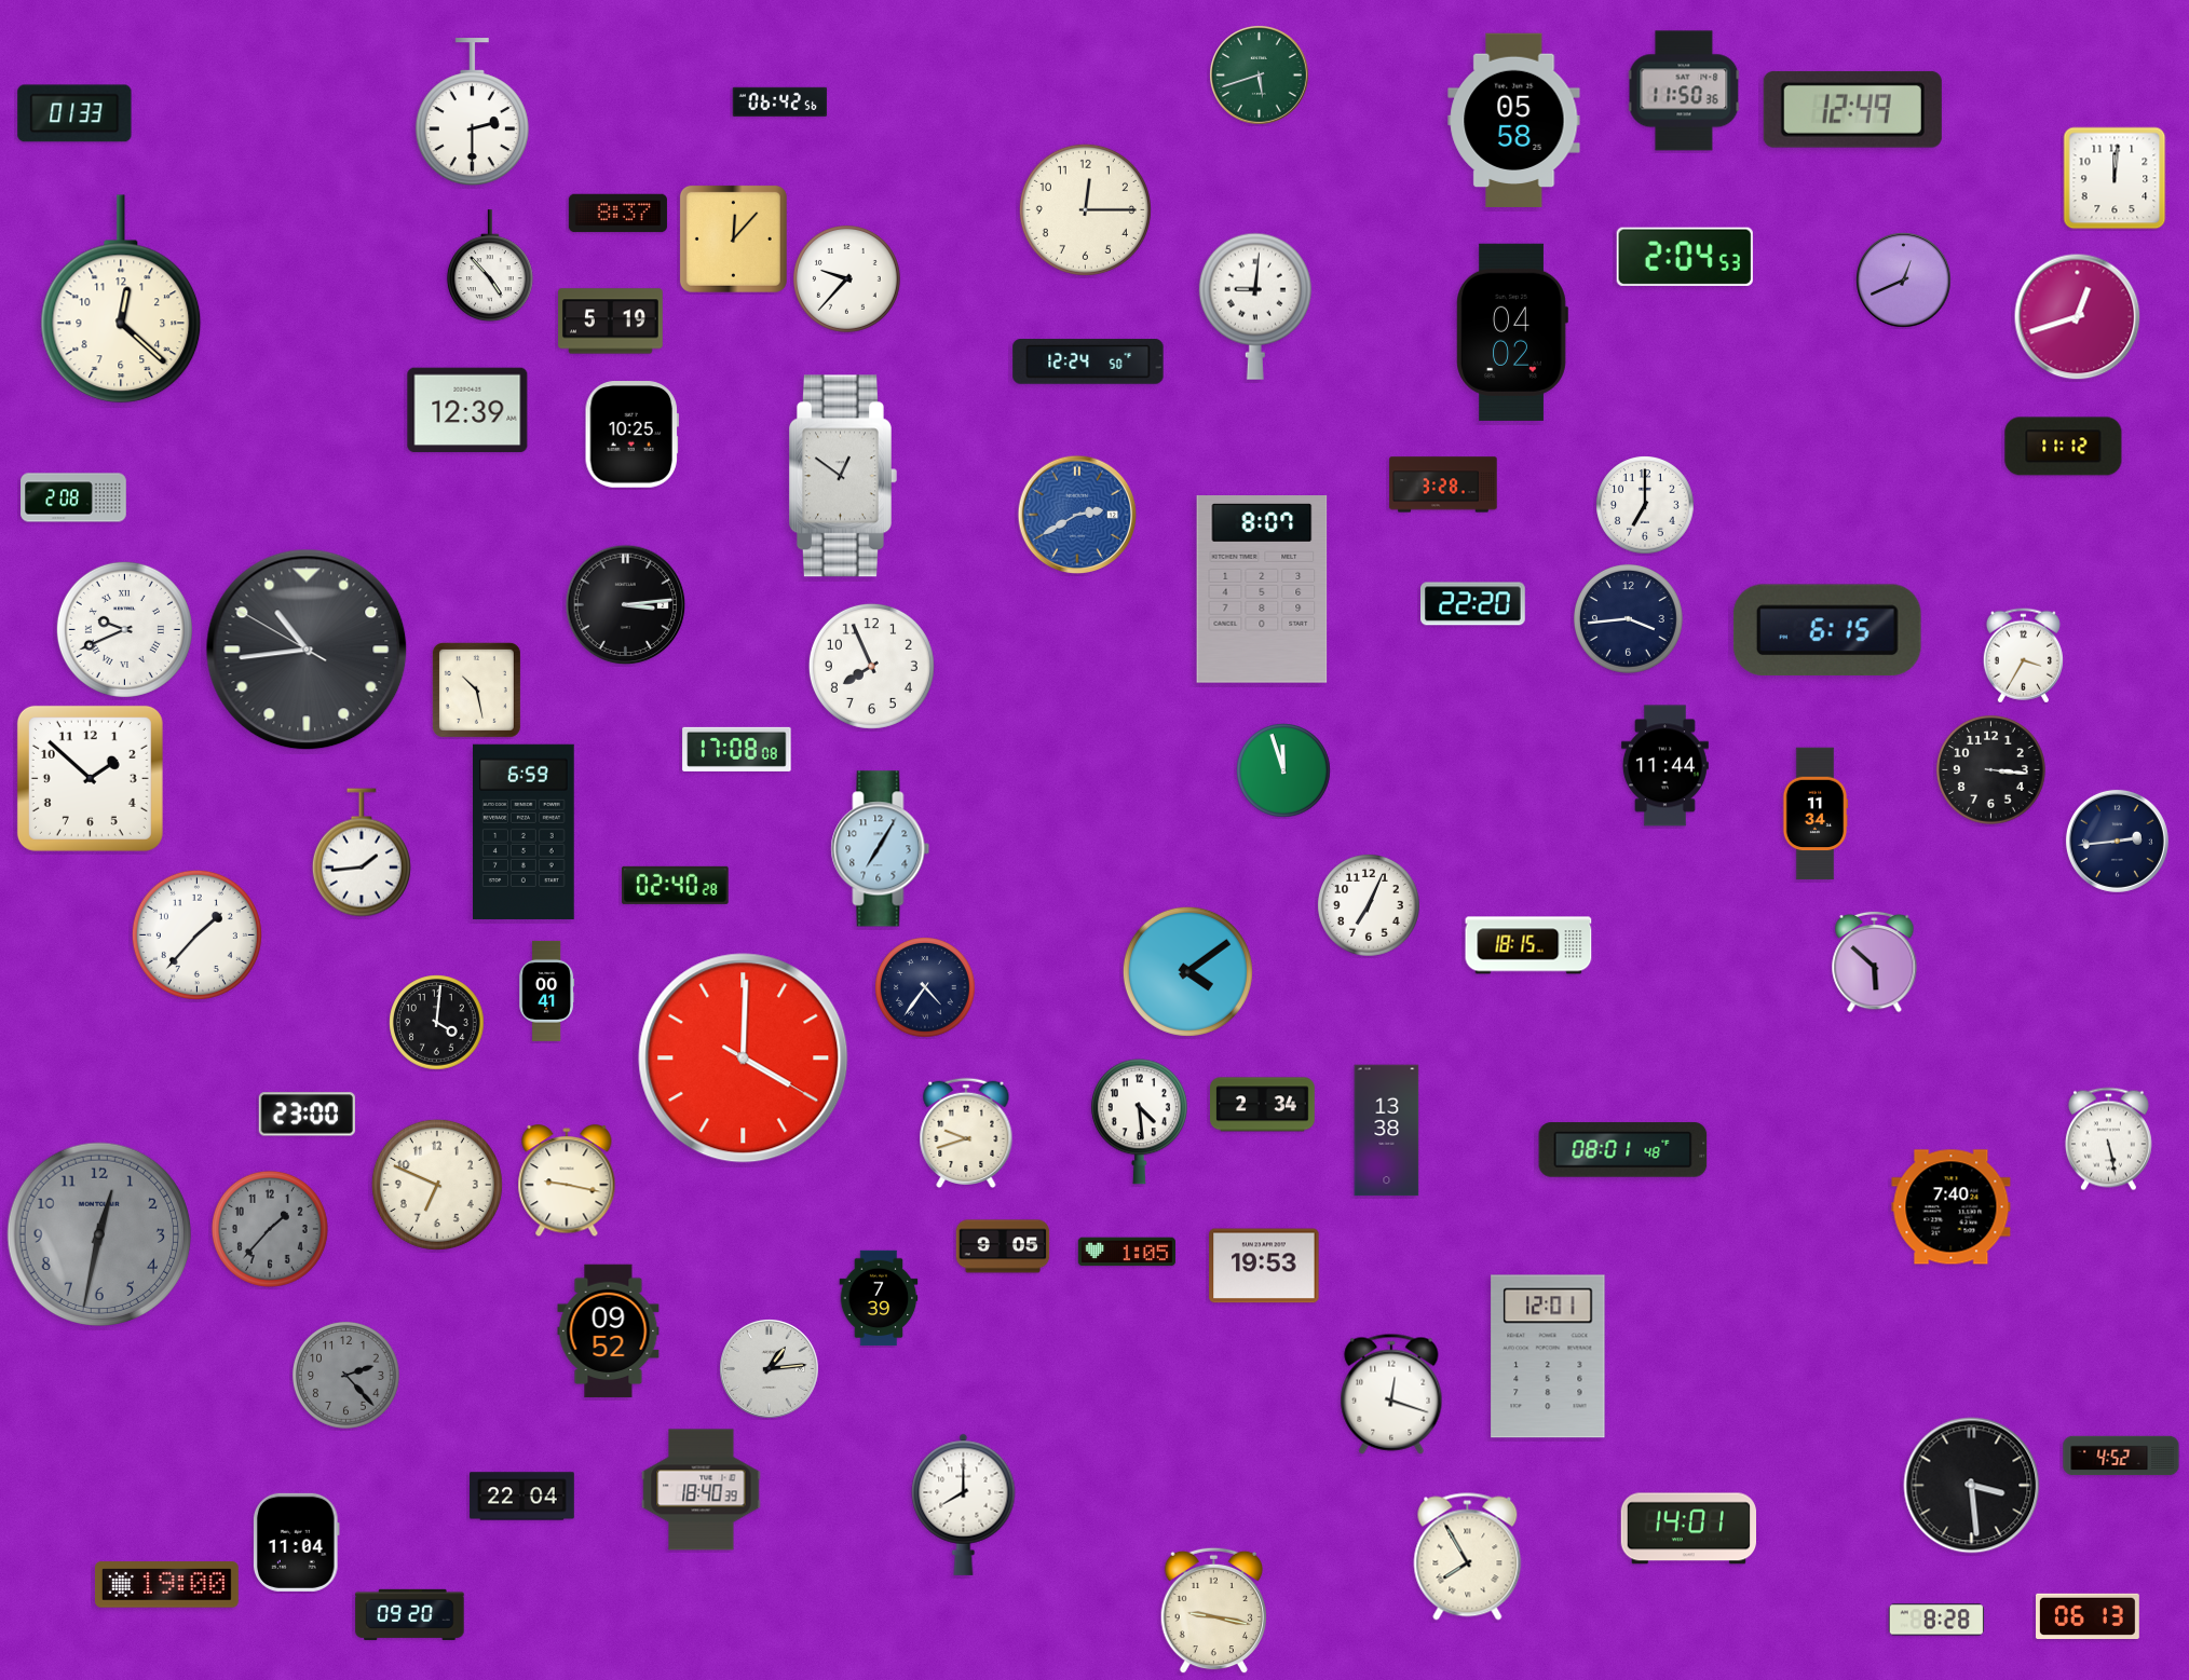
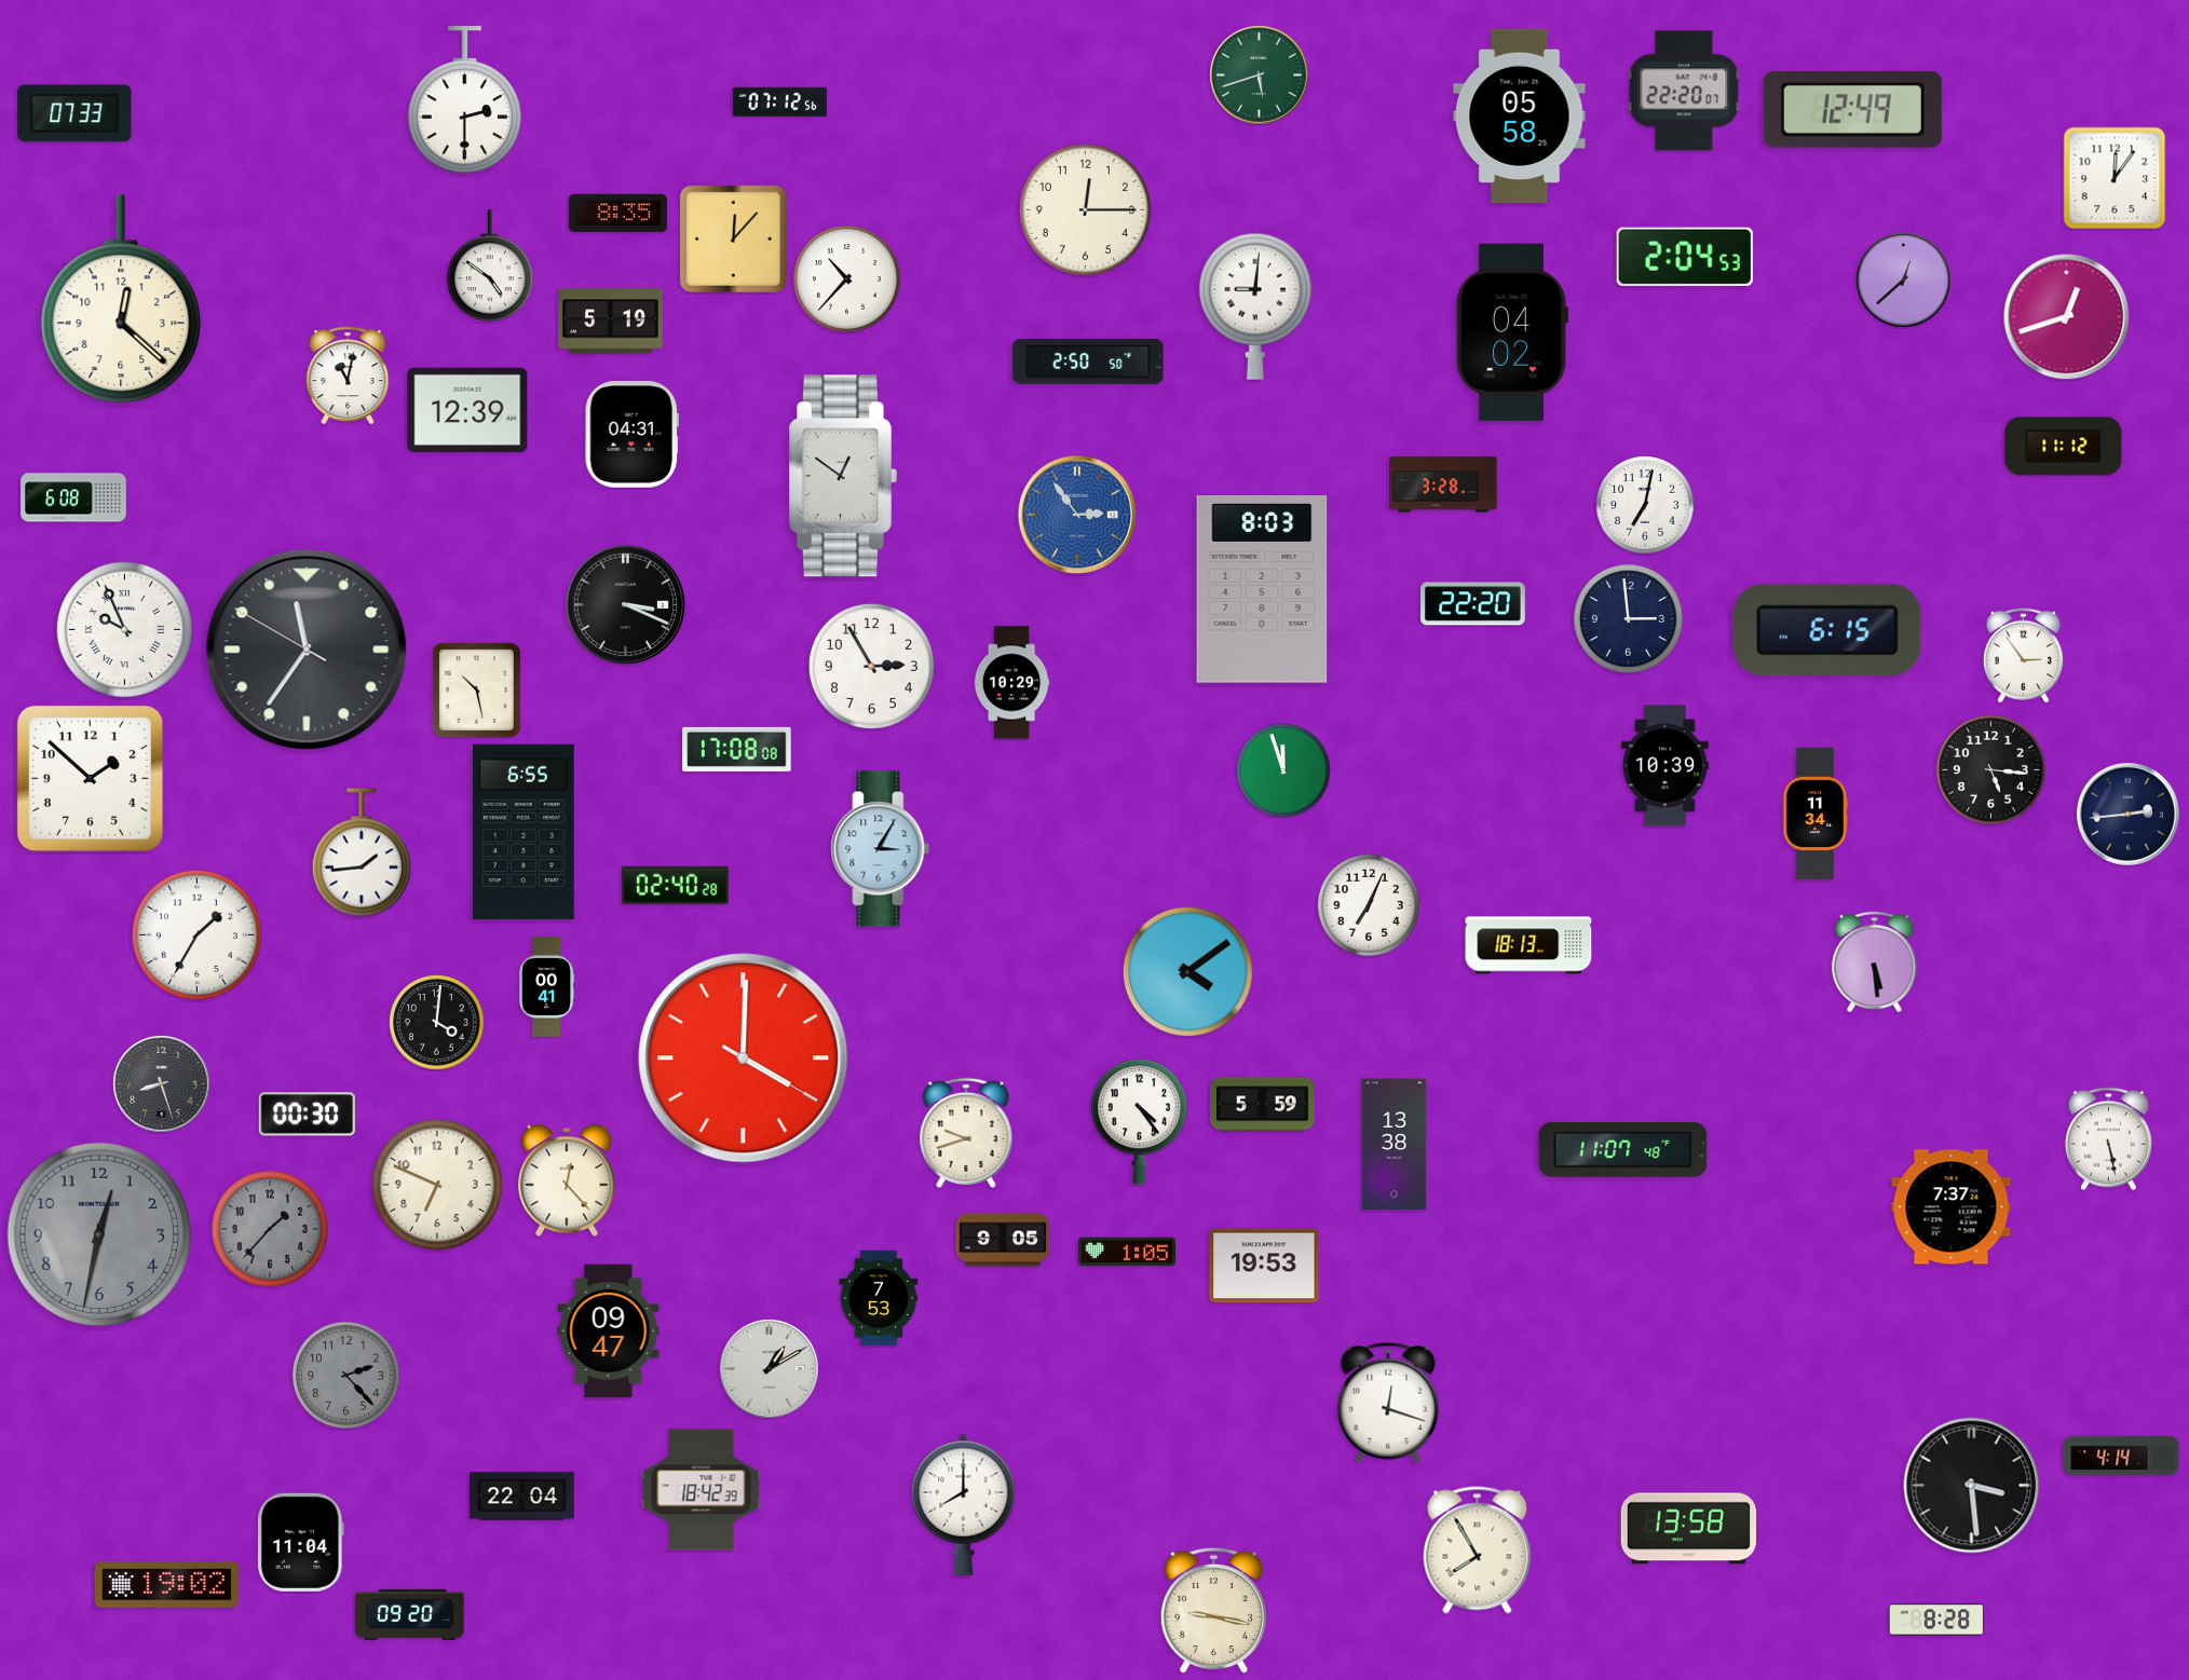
clock at (1684, 91): 11:50 -> 22:20
clock at (780, 101): 06:42 -> 07:12
clock at (472, 112) position: (472, 112) -> (464, 100)
clock at (74, 113): 01:33 -> 07:33
clock at (1514, 120) position: (1514, 120) -> (1520, 115)
clock at (2115, 178): 12:01 -> 12:06
clock at (617, 214): 8:37 -> 8:35
clock at (490, 267): 4:53 -> 4:51
clock at (847, 279): 9:37 -> 10:37
clock at (1904, 281): 12:41 -> 12:38
clock at (2078, 317) position: (2078, 317) -> (2067, 317)
clock at (1088, 361): 12:24 -> 2:50
clock at (348, 375): none -> 11:02
clock at (631, 435): 10:25 -> 04:31
clock at (73, 497): 2:08 -> 6:08
clock at (1645, 505): 7:00 -> 7:02
clock at (1077, 515): 2:40 -> 2:54
clock at (1262, 589): 8:07 -> 8:03
clock at (626, 605): 3:14 -> 3:19
clock at (1628, 618): 3:44 -> 2:59
clock at (124, 629): 9:41 -> 9:56
clock at (307, 650): 10:43 -> 11:35
clock at (2023, 656): 3:35 -> 2:54
clock at (871, 666): 7:56 -> 2:55
clock at (1011, 683): none -> 10:29
clock at (1664, 766): 11:44 -> 10:39
clock at (1990, 769): 3:16 -> 5:16
clock at (525, 832): 6:59 -> 6:55
clock at (2117, 841) position: (2117, 841) -> (2127, 814)
clock at (881, 849): 7:05 -> 3:05
clock at (196, 934): 1:37 -> 1:35
clock at (1528, 945): 18:15 -> 18:13
clock at (1875, 961): 5:52 -> 5:29
clock at (925, 987): 4:36 -> none
clock at (547, 991) position: (547, 991) -> (547, 986)
clock at (162, 1084): none -> 8:27
clock at (1263, 1105): 2:34 -> 5:59
clock at (307, 1115): 23:00 -> 00:30
clock at (1139, 1122): 4:29 -> 4:24
clock at (1387, 1131) position: (1387, 1131) -> (1395, 1145)
clock at (1623, 1150): 08:01 -> 11:07
clock at (567, 1182): 9:17 -> 12:23
clock at (1952, 1207): 7:40 -> 7:37
clock at (1003, 1246) position: (1003, 1246) -> (1003, 1240)
clock at (879, 1298): 7:39 -> 7:53
clock at (609, 1331): 09:52 -> 09:47
clock at (1548, 1356): 12:01 -> none
clock at (770, 1369): 1:14 -> 1:10
clock at (1391, 1394) position: (1391, 1394) -> (1388, 1403)
clock at (2121, 1456): 4:52 -> 4:14
clock at (702, 1490): 18:40 -> 18:42
clock at (1688, 1529): 14:01 -> 13:58
clock at (297, 1542) position: (297, 1542) -> (301, 1542)
clock at (1468, 1557) position: (1468, 1557) -> (1478, 1551)
clock at (166, 1585): 19:00 -> 19:02
clock at (2089, 1615): 06:13 -> none
